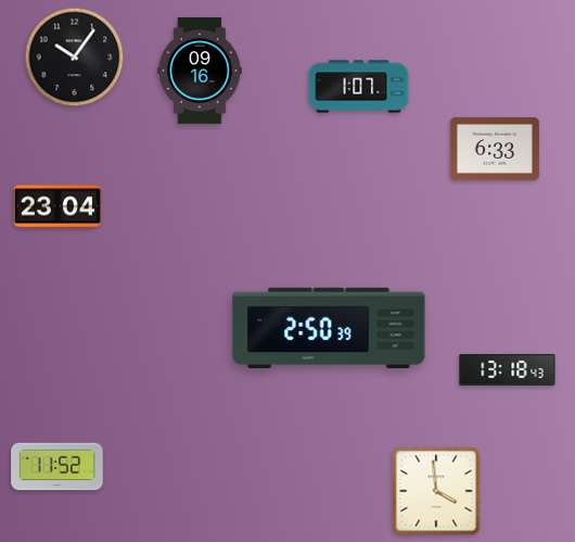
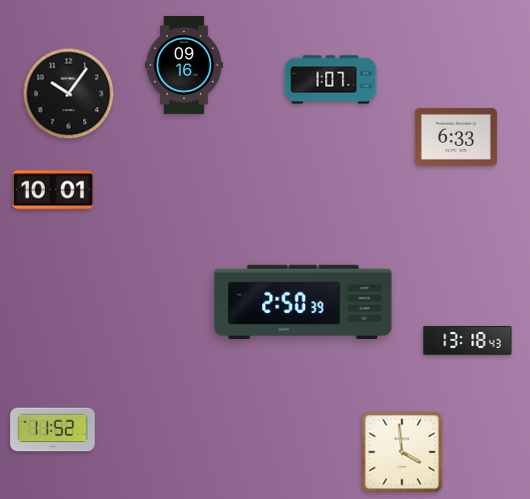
clock at (75, 58) position: (75, 58) -> (69, 94)
clock at (58, 206): 23:04 -> 10:01
